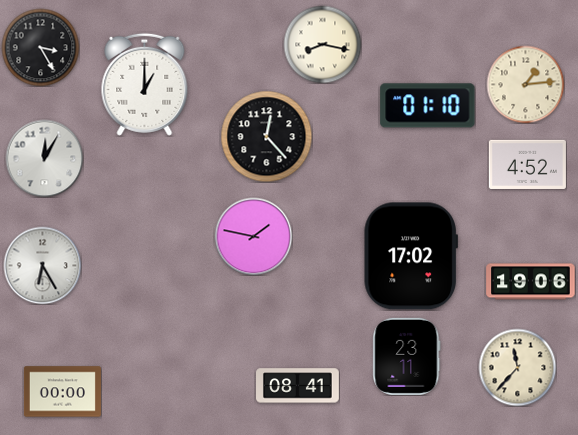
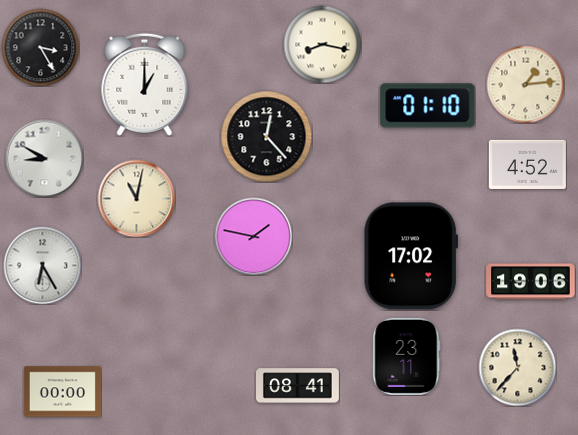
clock at (44, 158): 12:05 -> 8:50
clock at (136, 198): none -> 11:02
